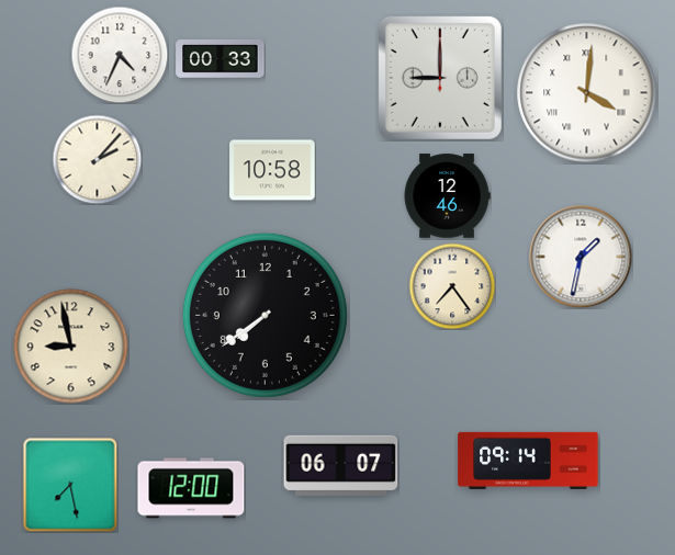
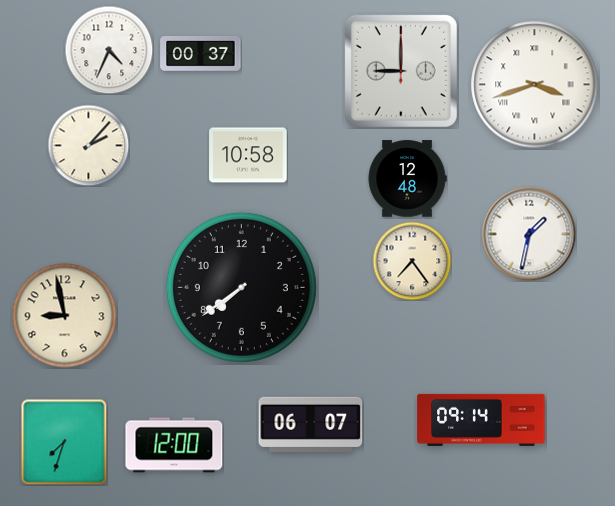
clock at (221, 59): 00:33 -> 00:37
clock at (587, 93): 4:01 -> 3:42
clock at (447, 196): 12:46 -> 12:48
clock at (70, 485): 7:28 -> 7:33
